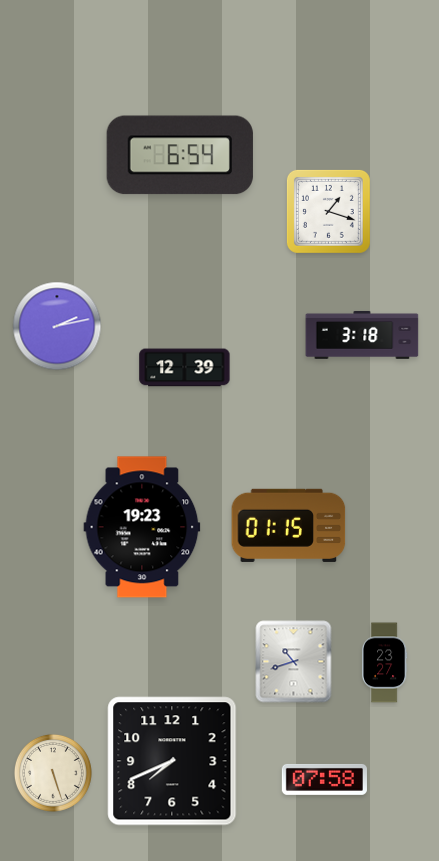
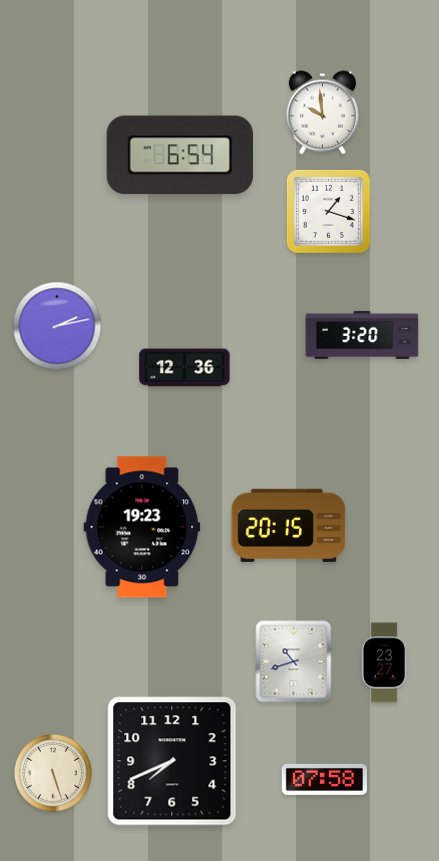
clock at (322, 113): none -> 9:59
clock at (362, 335): 3:18 -> 3:20
clock at (185, 368): 12:39 -> 12:36
clock at (289, 525): 01:15 -> 20:15
